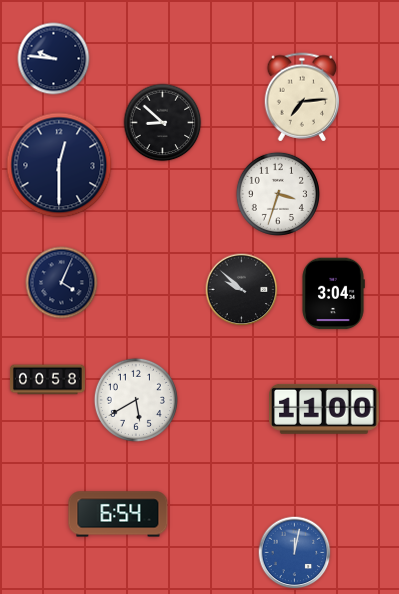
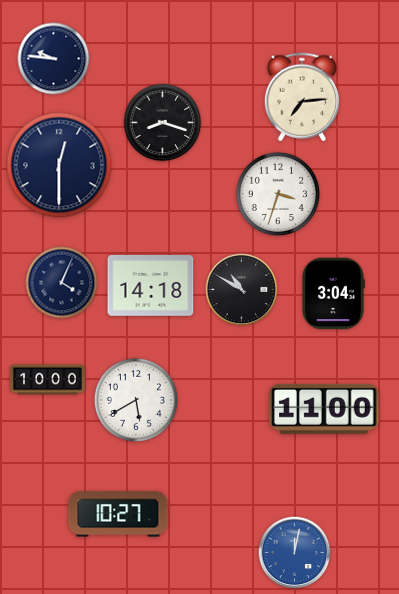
clock at (163, 123): 8:52 -> 8:18
clock at (151, 286): none -> 14:18
clock at (242, 290): 9:52 -> 10:50
clock at (47, 380): 00:58 -> 10:00
clock at (118, 514): 6:54 -> 10:27
